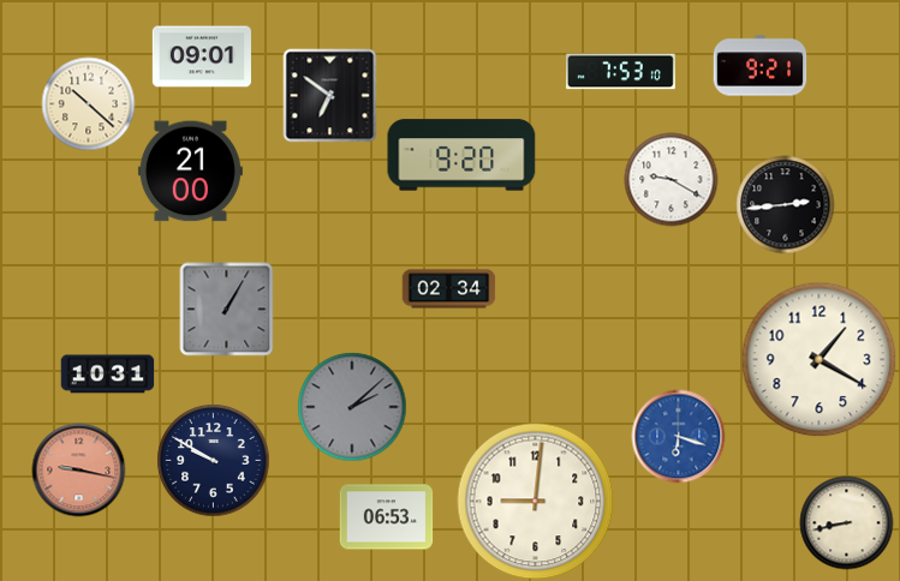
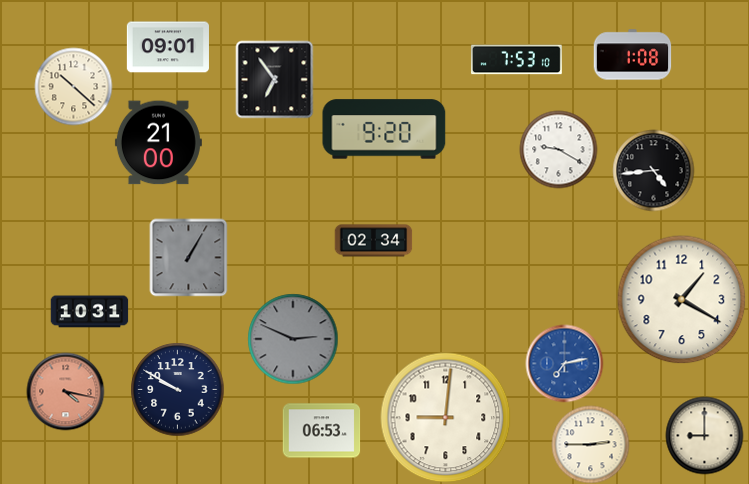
clock at (759, 66): 9:21 -> 1:08
clock at (329, 95): 6:51 -> 6:54
clock at (785, 204): 2:44 -> 4:44
clock at (352, 407): 2:08 -> 2:49
clock at (678, 436): 6:18 -> 7:13
clock at (213, 460) position: (213, 460) -> (177, 389)
clock at (78, 469): 9:17 -> 4:17
clock at (846, 522): 8:43 -> 9:00
clock at (590, 444): none -> 2:45
